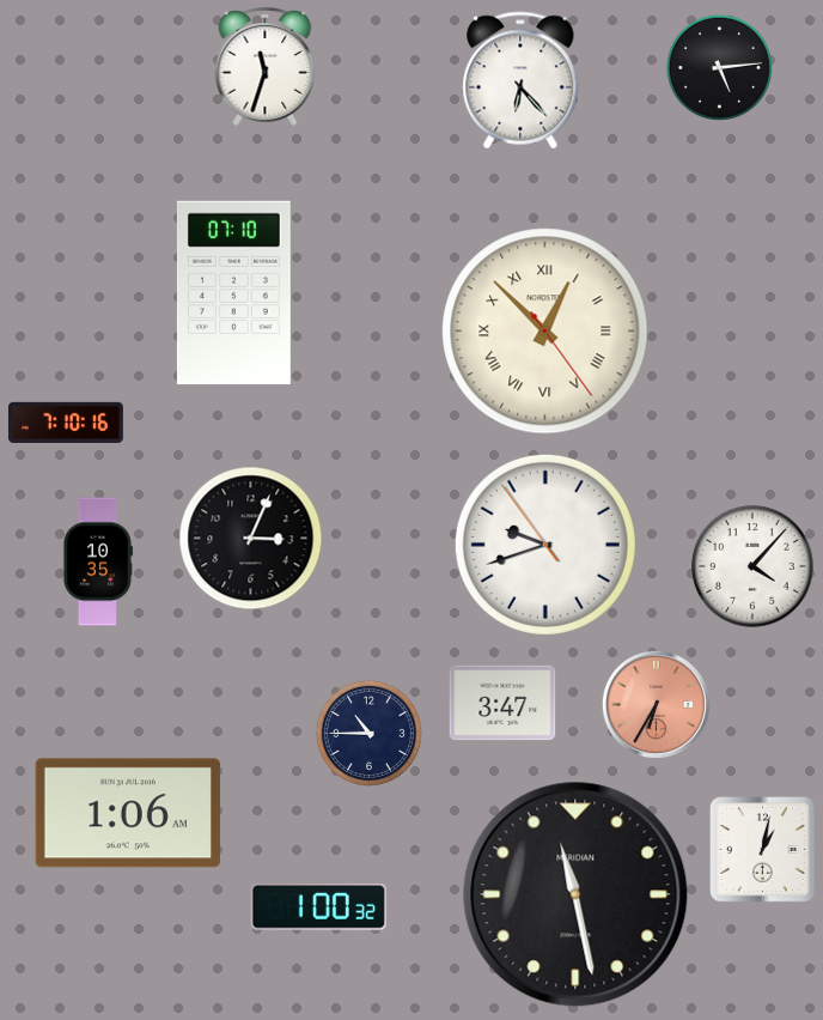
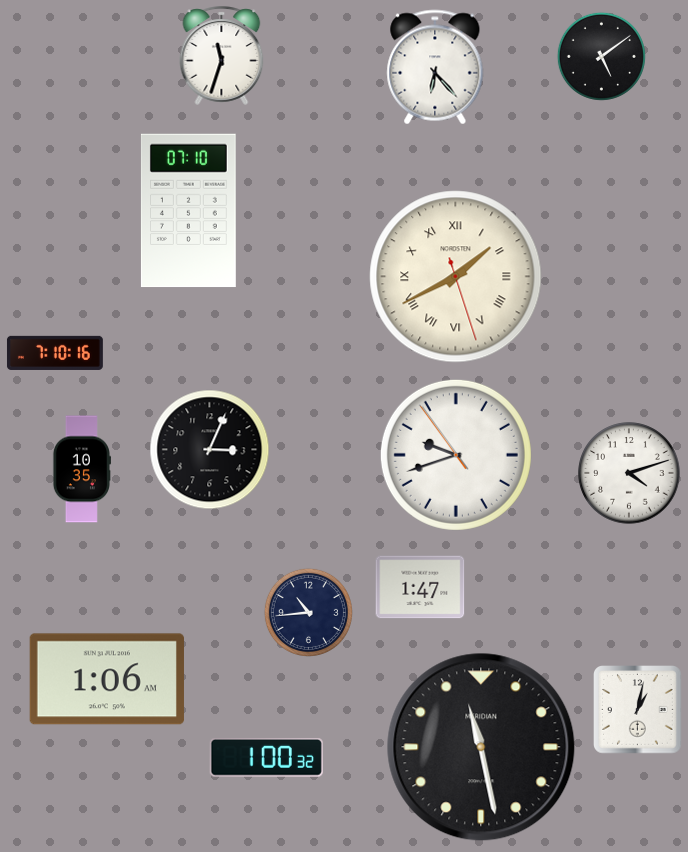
clock at (719, 67): 5:14 -> 5:09
clock at (233, 293) position: (233, 293) -> (188, 211)
clock at (545, 332): 12:52 -> 1:40
clock at (752, 566): 4:07 -> 4:12
clock at (502, 703): 3:47 -> 1:47
clock at (656, 704): 6:35 -> none
clock at (368, 733): 10:45 -> 10:44
